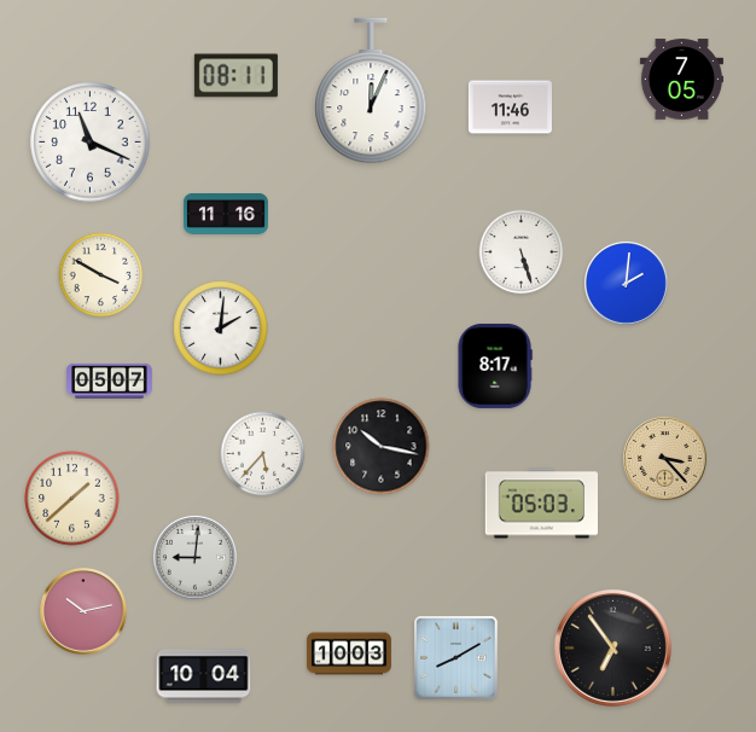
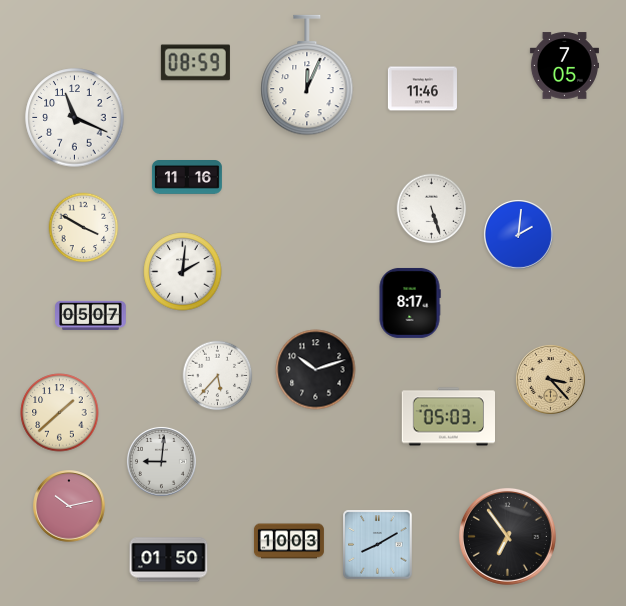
clock at (235, 76): 08:11 -> 08:59
clock at (382, 447): 10:17 -> 10:12
clock at (204, 676): 10:04 -> 01:50
